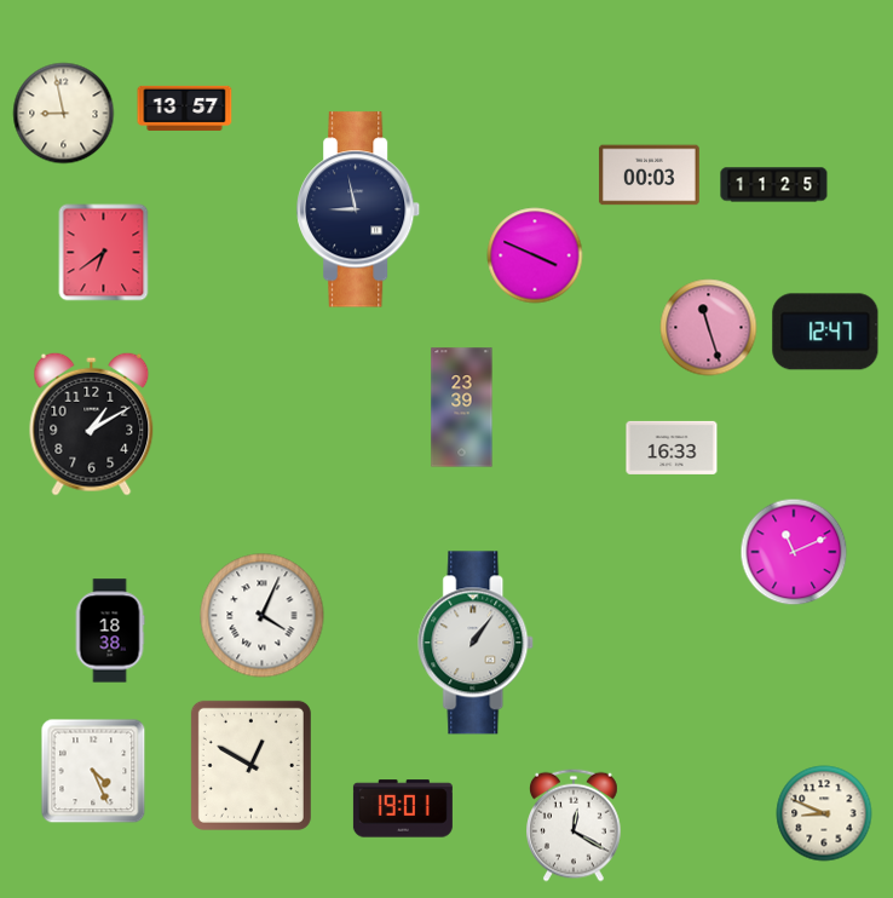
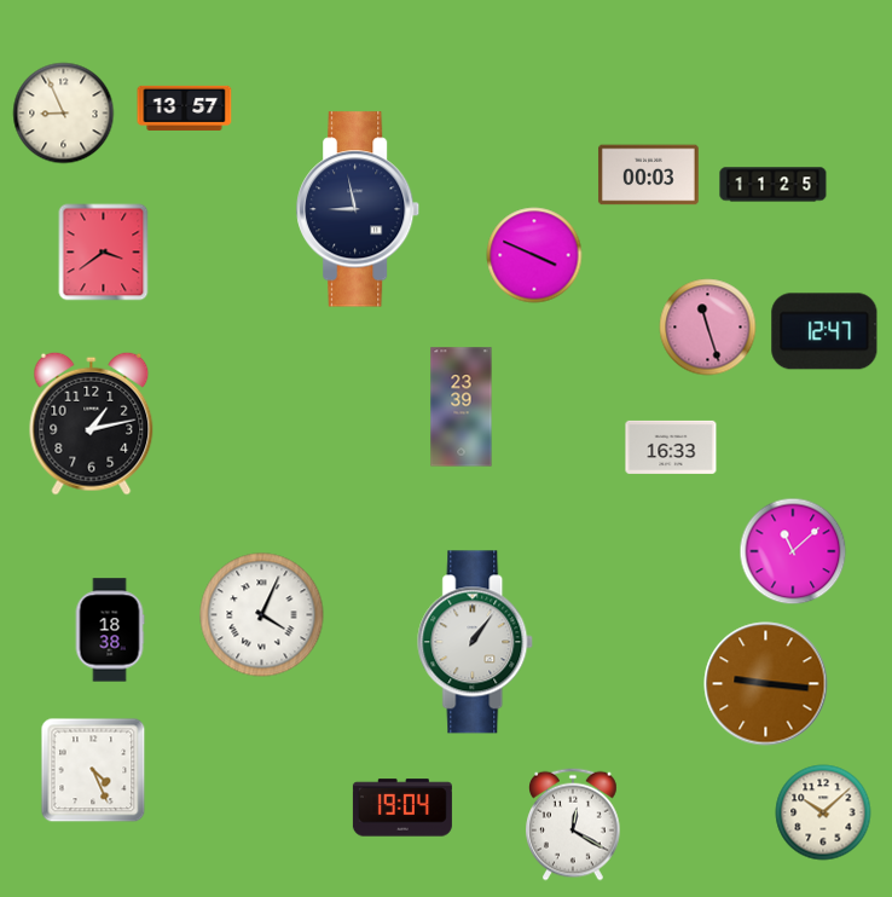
clock at (64, 114): 8:58 -> 8:56
clock at (104, 253): 6:39 -> 3:39
clock at (92, 424): 1:10 -> 1:13
clock at (794, 552): 11:11 -> 11:08
clock at (766, 684): none -> 9:16
clock at (250, 765): 12:50 -> none
clock at (403, 808): 19:01 -> 19:04
clock at (824, 813): 8:49 -> 10:08
